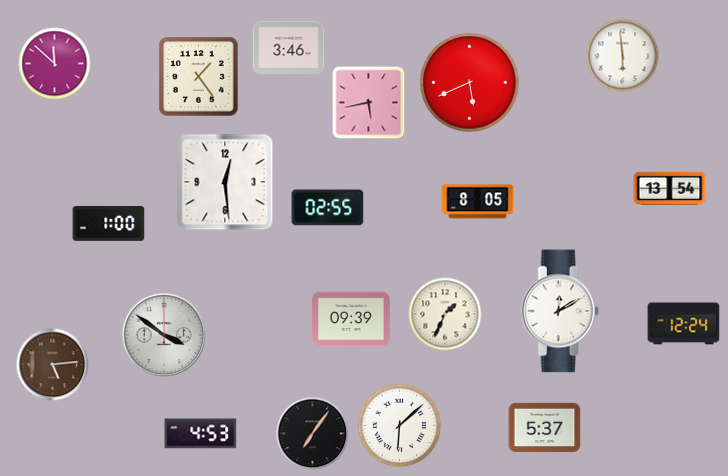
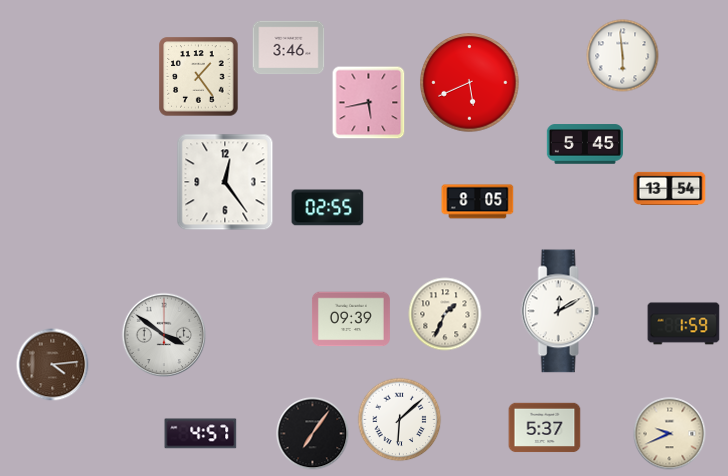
clock at (55, 64): 11:52 -> none
clock at (585, 144): none -> 5:45
clock at (225, 182): 12:29 -> 12:24
clock at (109, 224): 1:00 -> none
clock at (684, 324): 12:24 -> 1:59
clock at (53, 365): 5:14 -> 4:14
clock at (400, 426) position: (400, 426) -> (400, 420)
clock at (201, 434): 4:53 -> 4:57
clock at (670, 434): none -> 9:41
